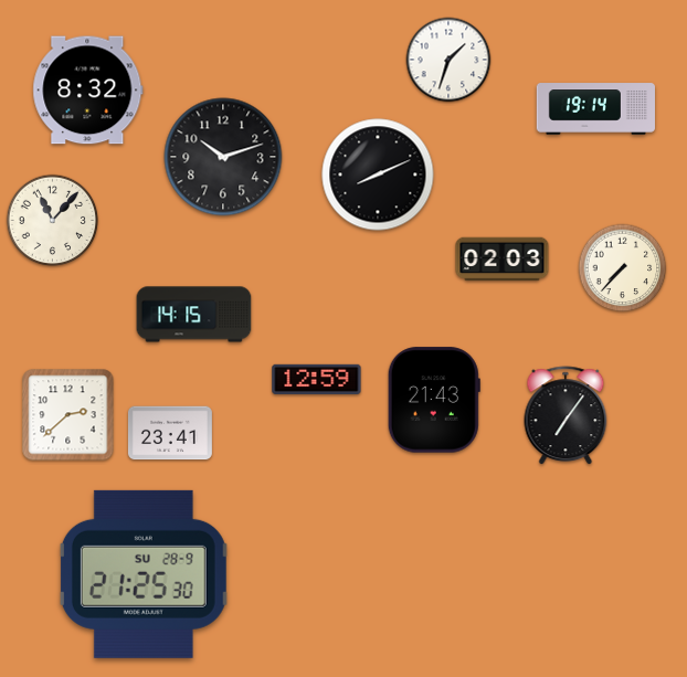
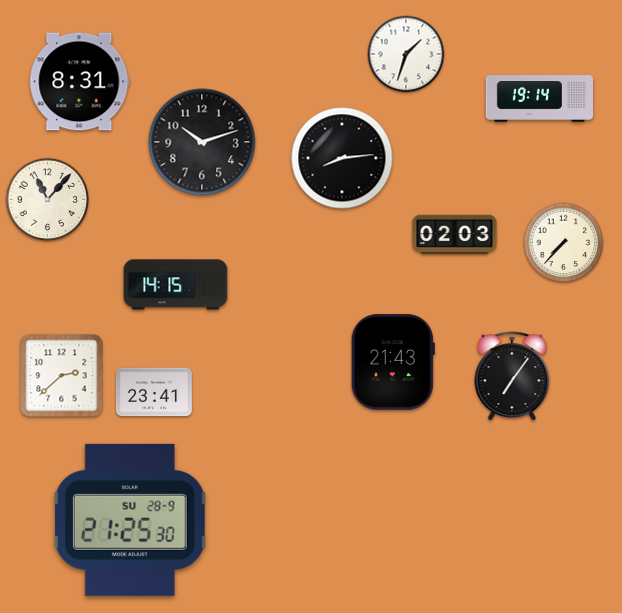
clock at (88, 91): 8:32 -> 8:31
clock at (378, 174): 8:11 -> 8:14
clock at (317, 379): 12:59 -> none
